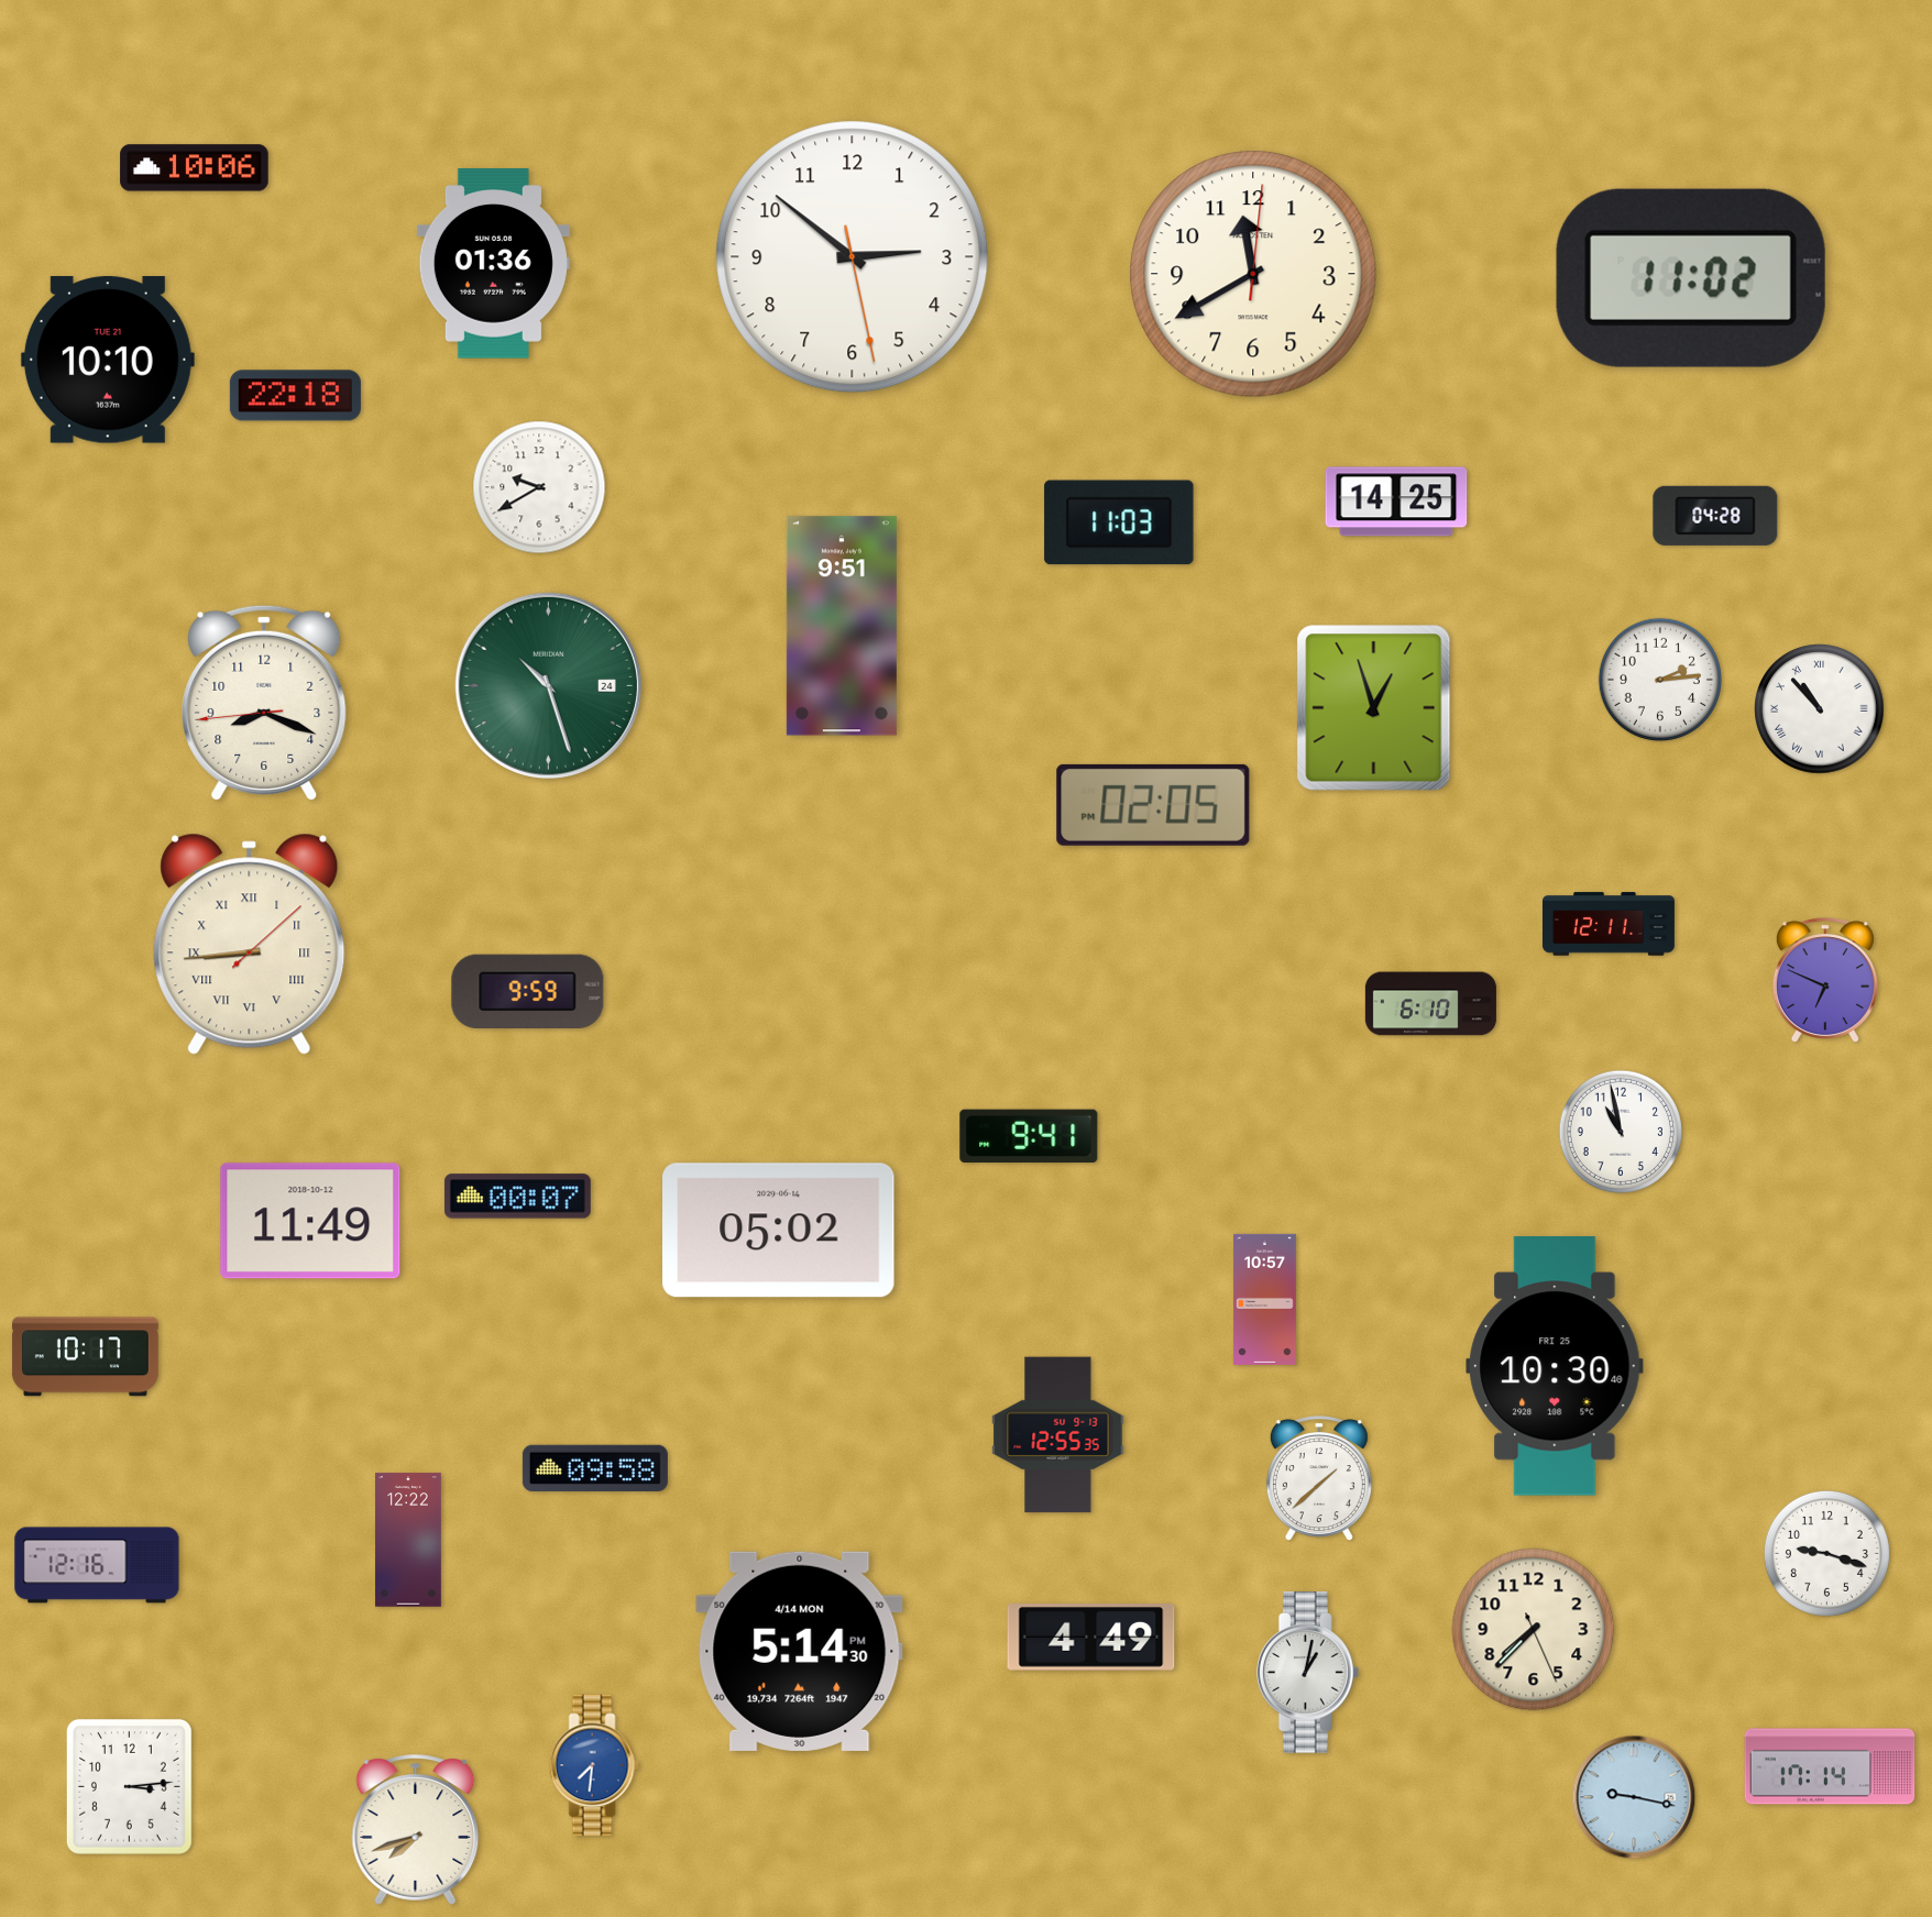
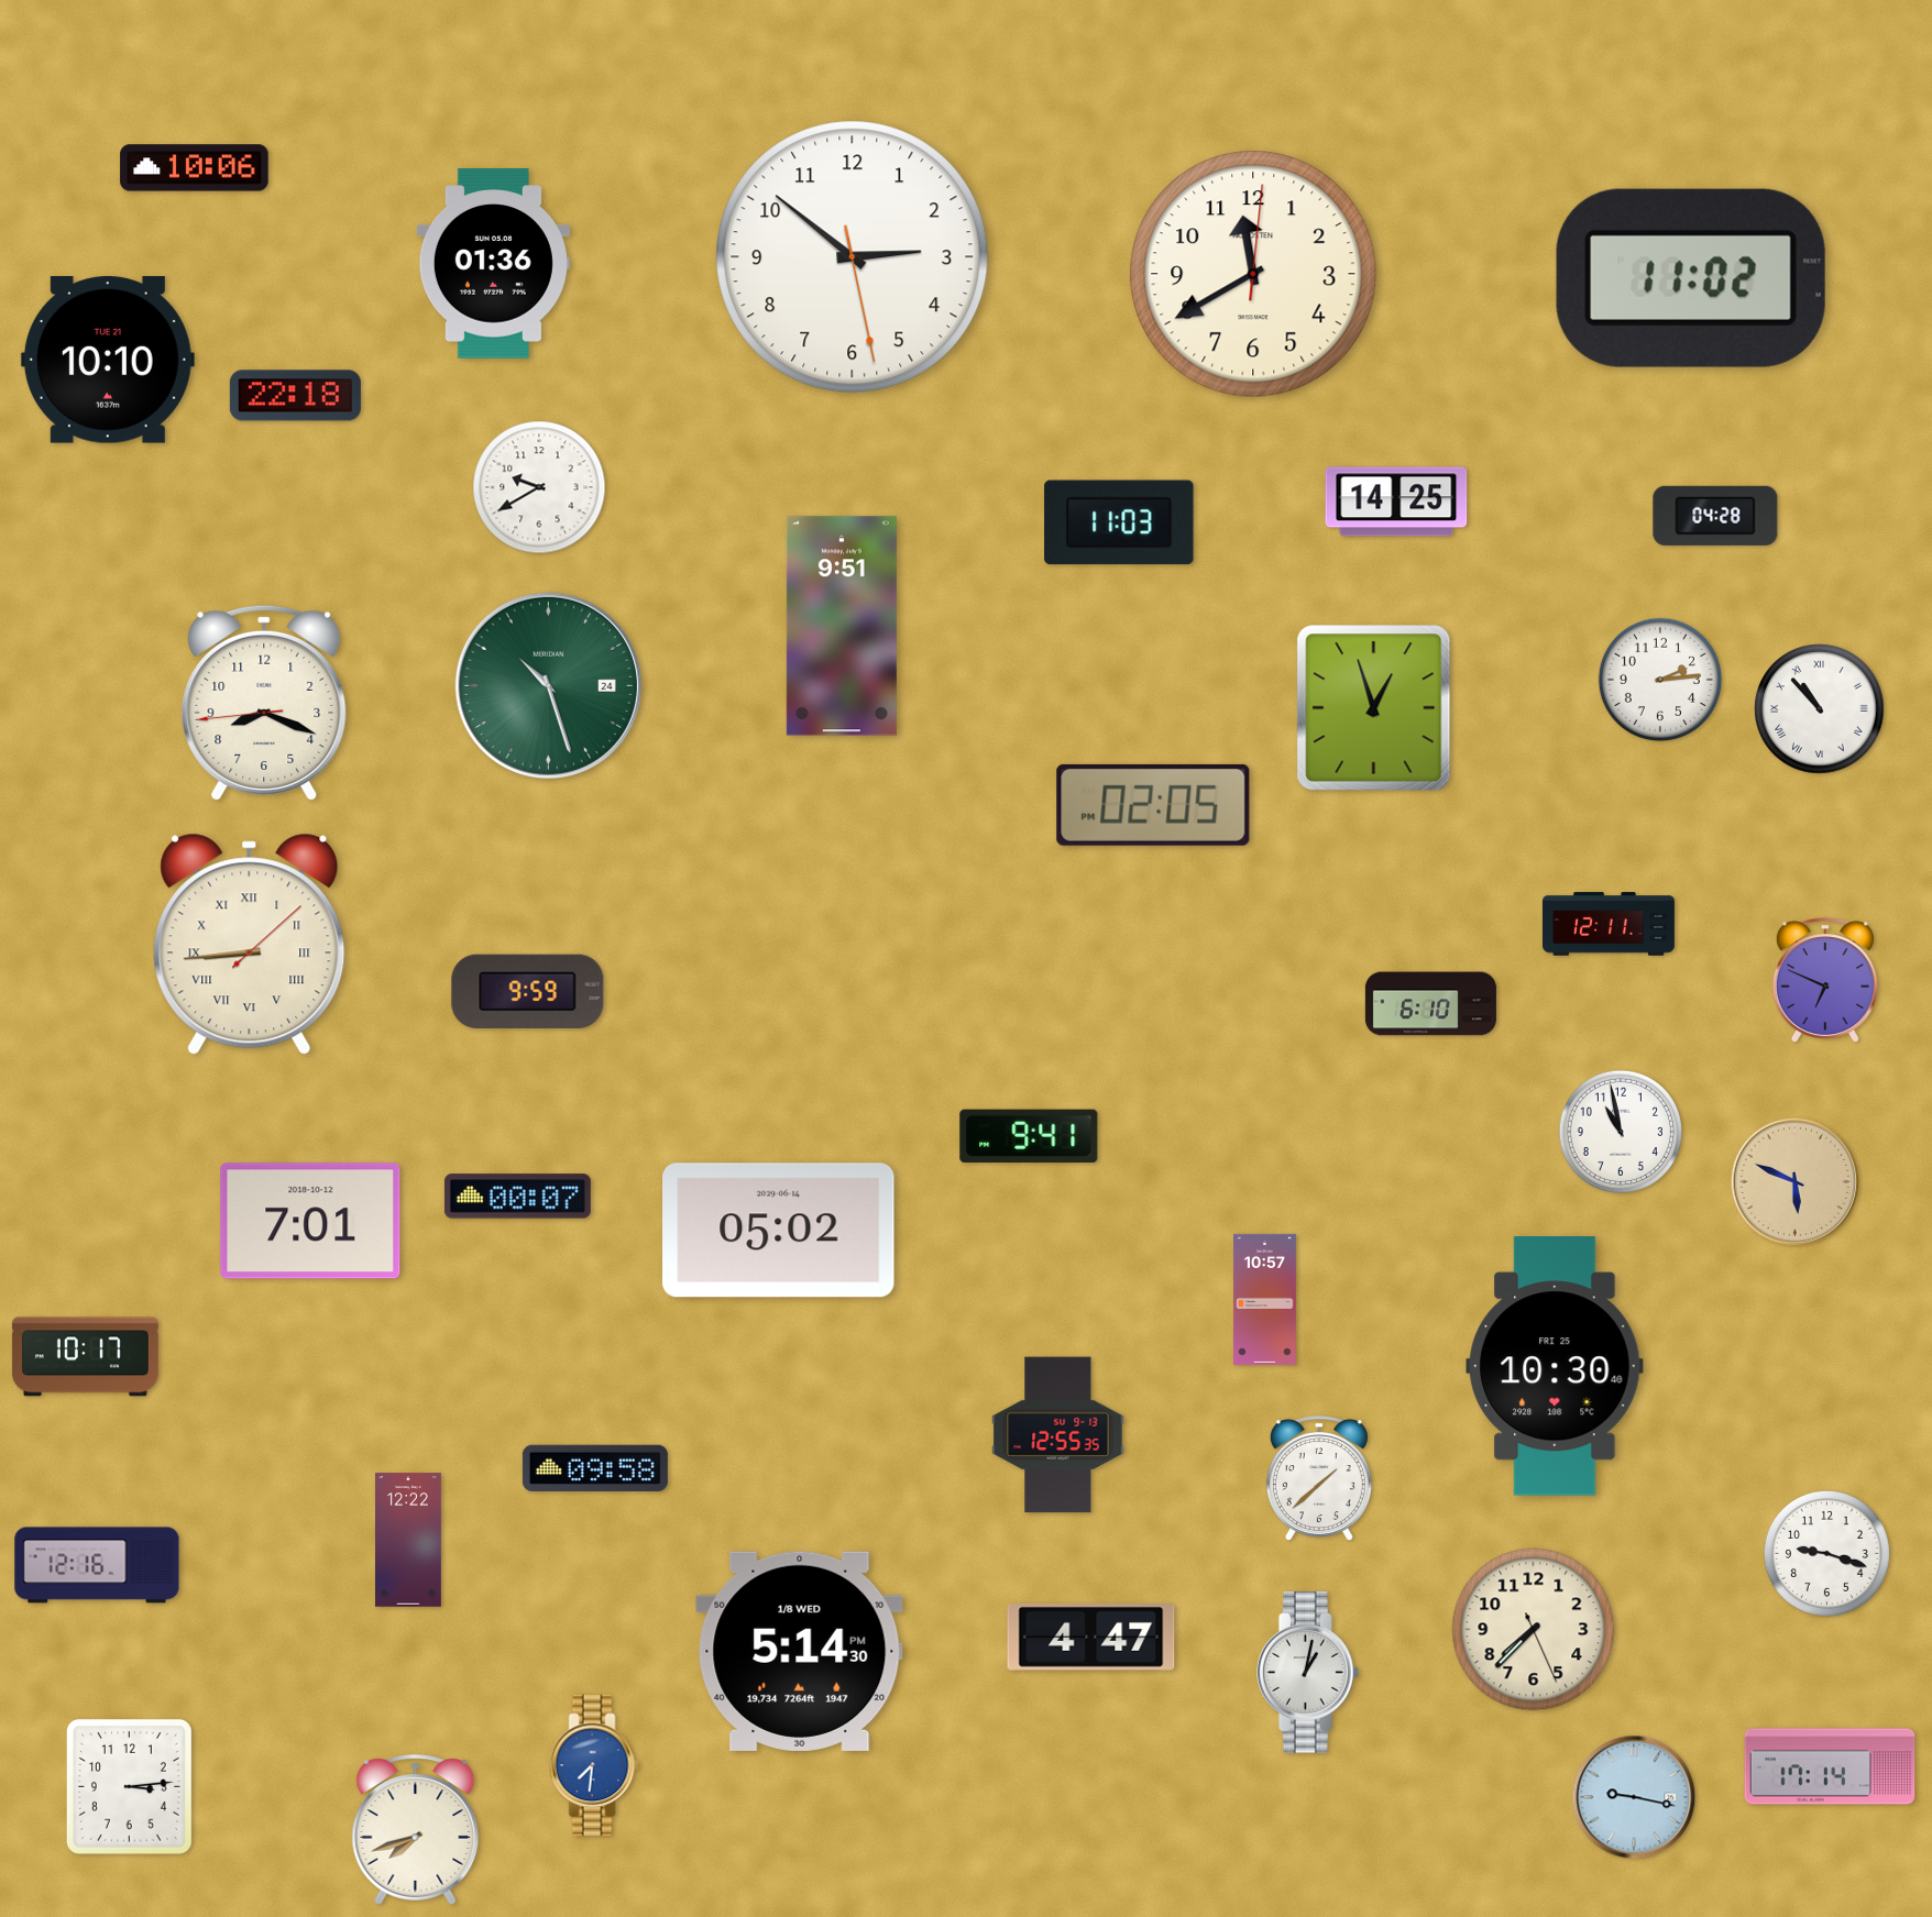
clock at (1796, 1182): none -> 5:49
clock at (310, 1221): 11:49 -> 7:01
clock at (1091, 1638): 4:49 -> 4:47
clock at (800, 1651) date: 4/14 MON -> 1/8 WED
